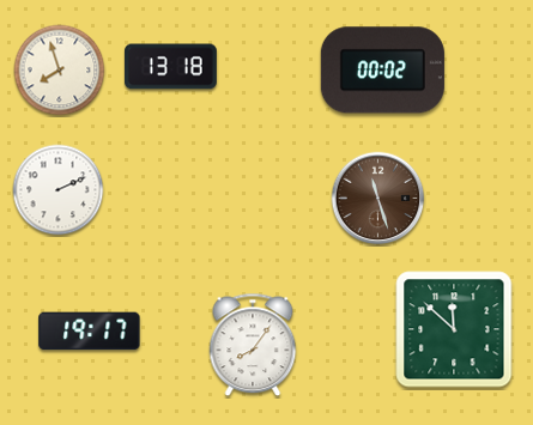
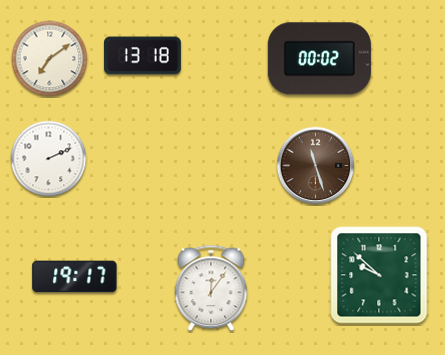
clock at (60, 71): 7:57 -> 7:09
clock at (454, 329): 11:52 -> 9:52
clock at (253, 345): 8:06 -> 12:06
